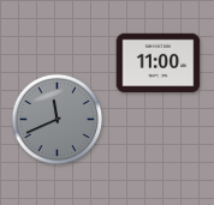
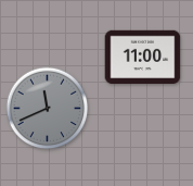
clock at (58, 120) position: (58, 120) -> (48, 109)
